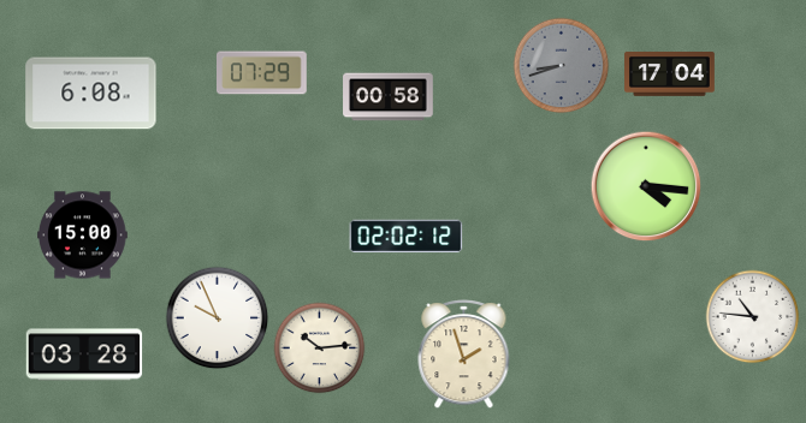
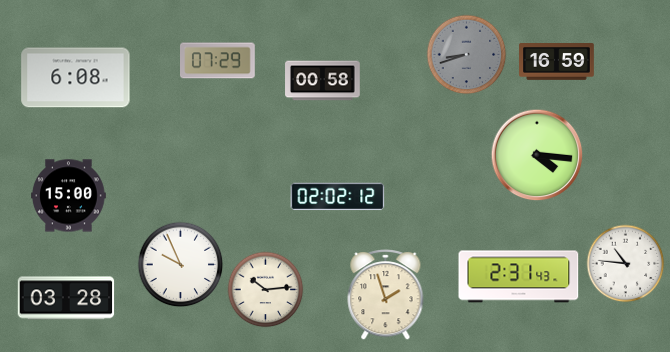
clock at (670, 75): 17:04 -> 16:59
clock at (519, 277): none -> 2:31
clock at (84, 355) position: (84, 355) -> (66, 298)
